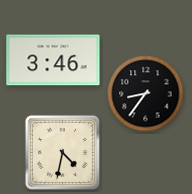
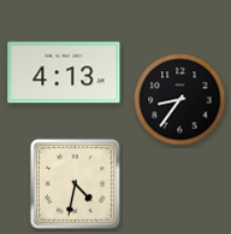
clock at (53, 60): 3:46 -> 4:13
clock at (146, 94) position: (146, 94) -> (180, 100)
